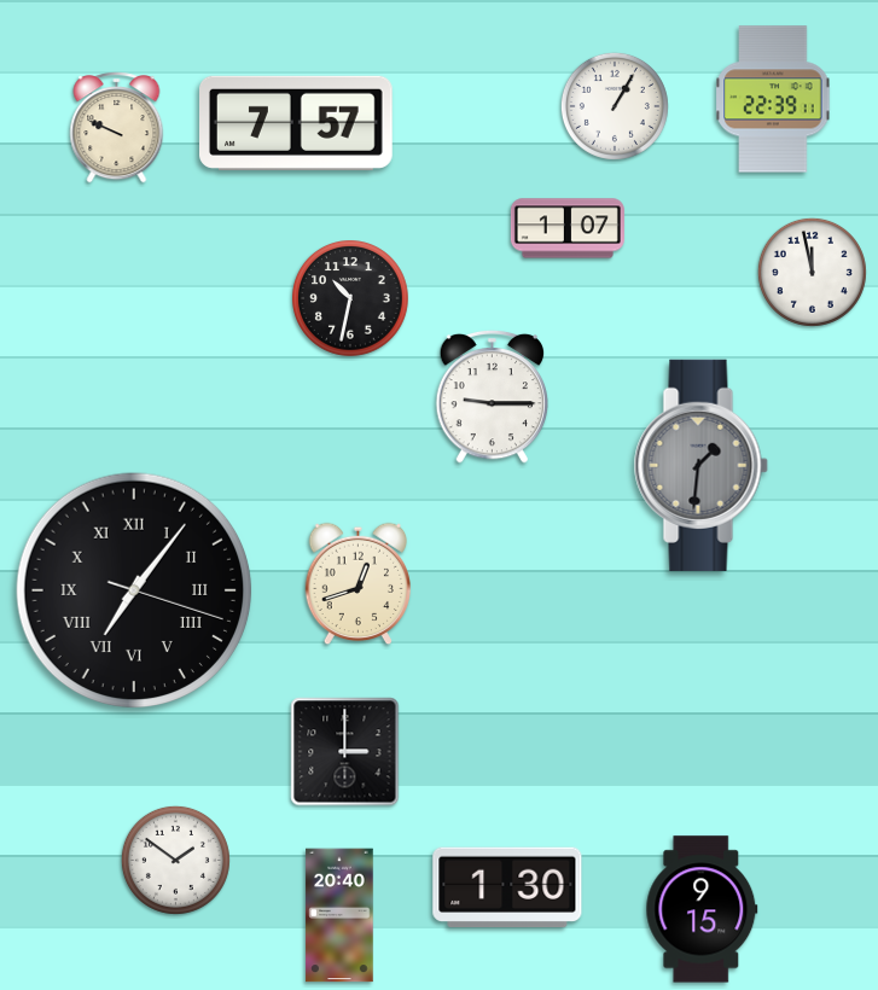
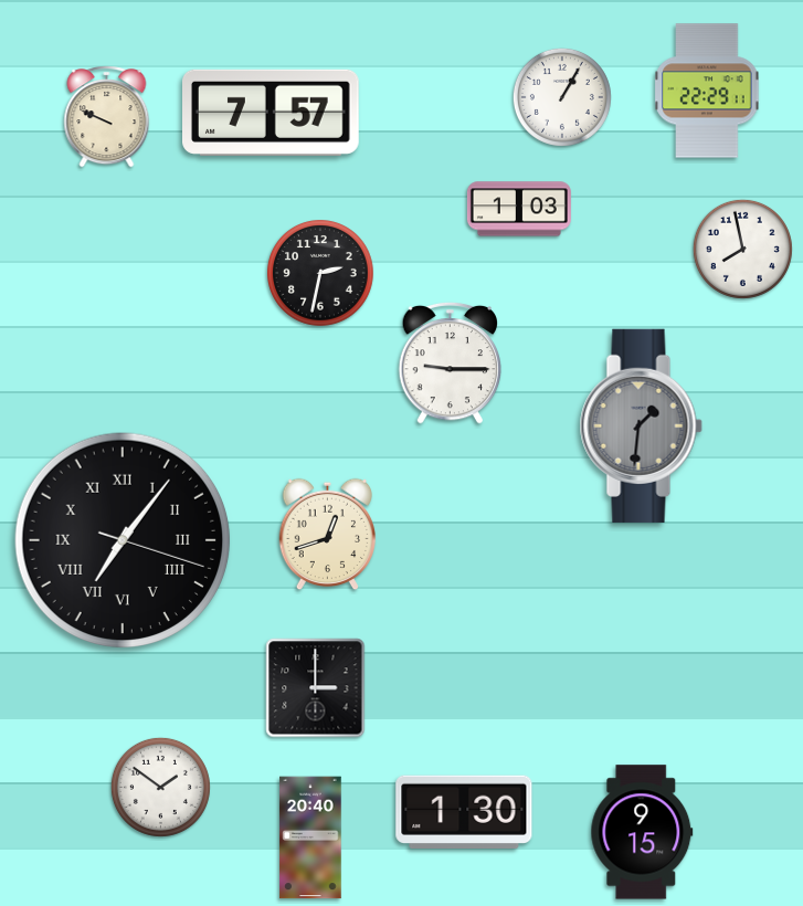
clock at (773, 99): 22:39 -> 22:29
clock at (568, 228): 1:07 -> 1:03
clock at (812, 272): 11:58 -> 7:58
clock at (351, 299): 10:32 -> 2:32
